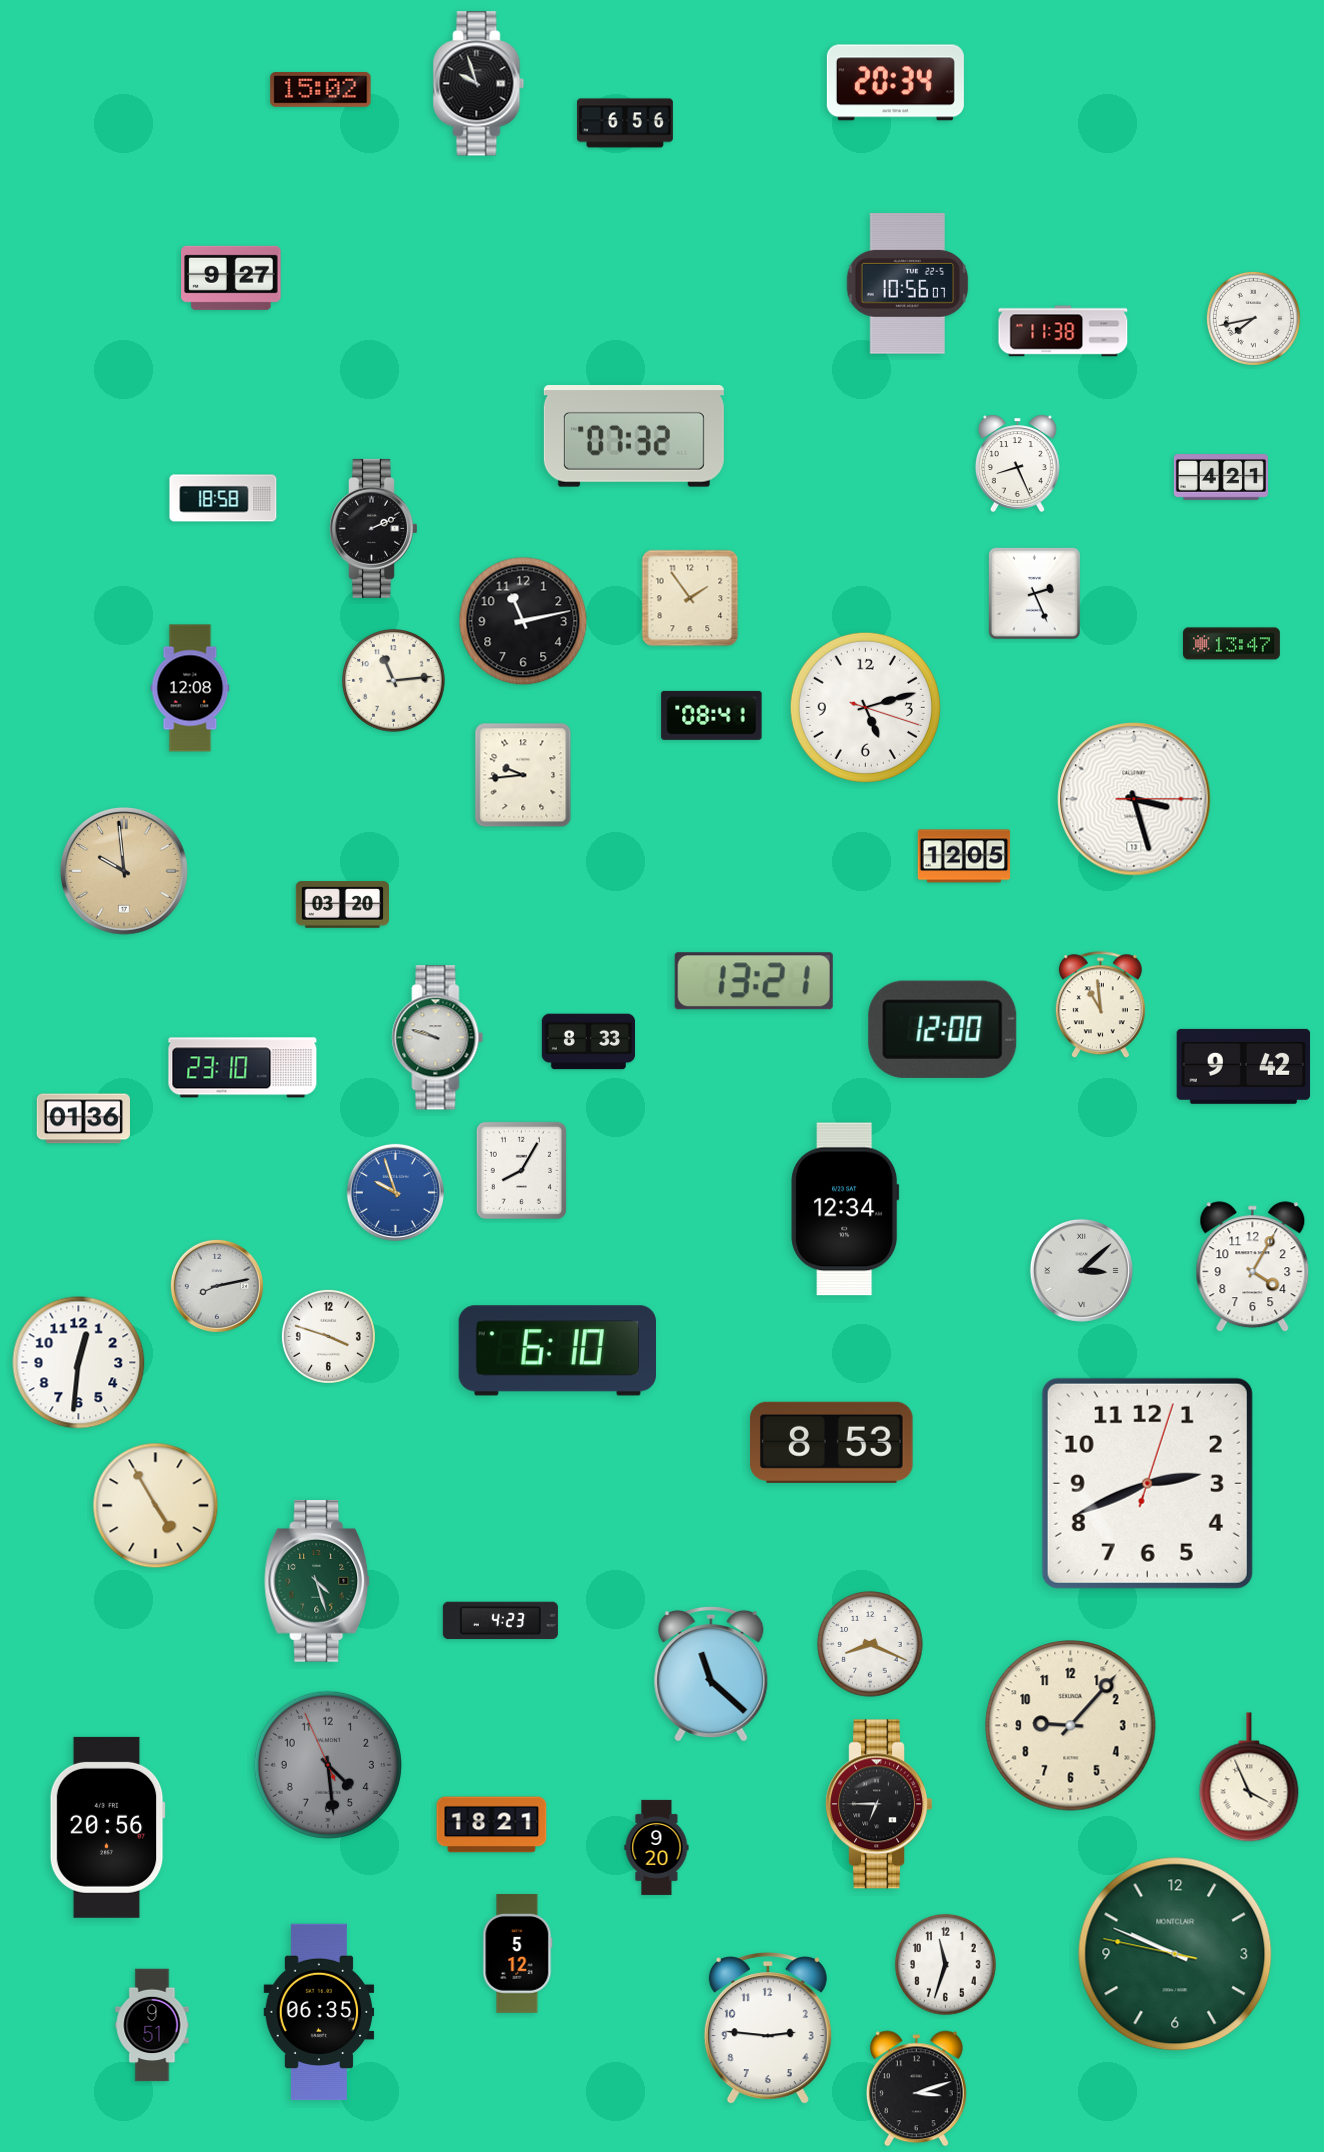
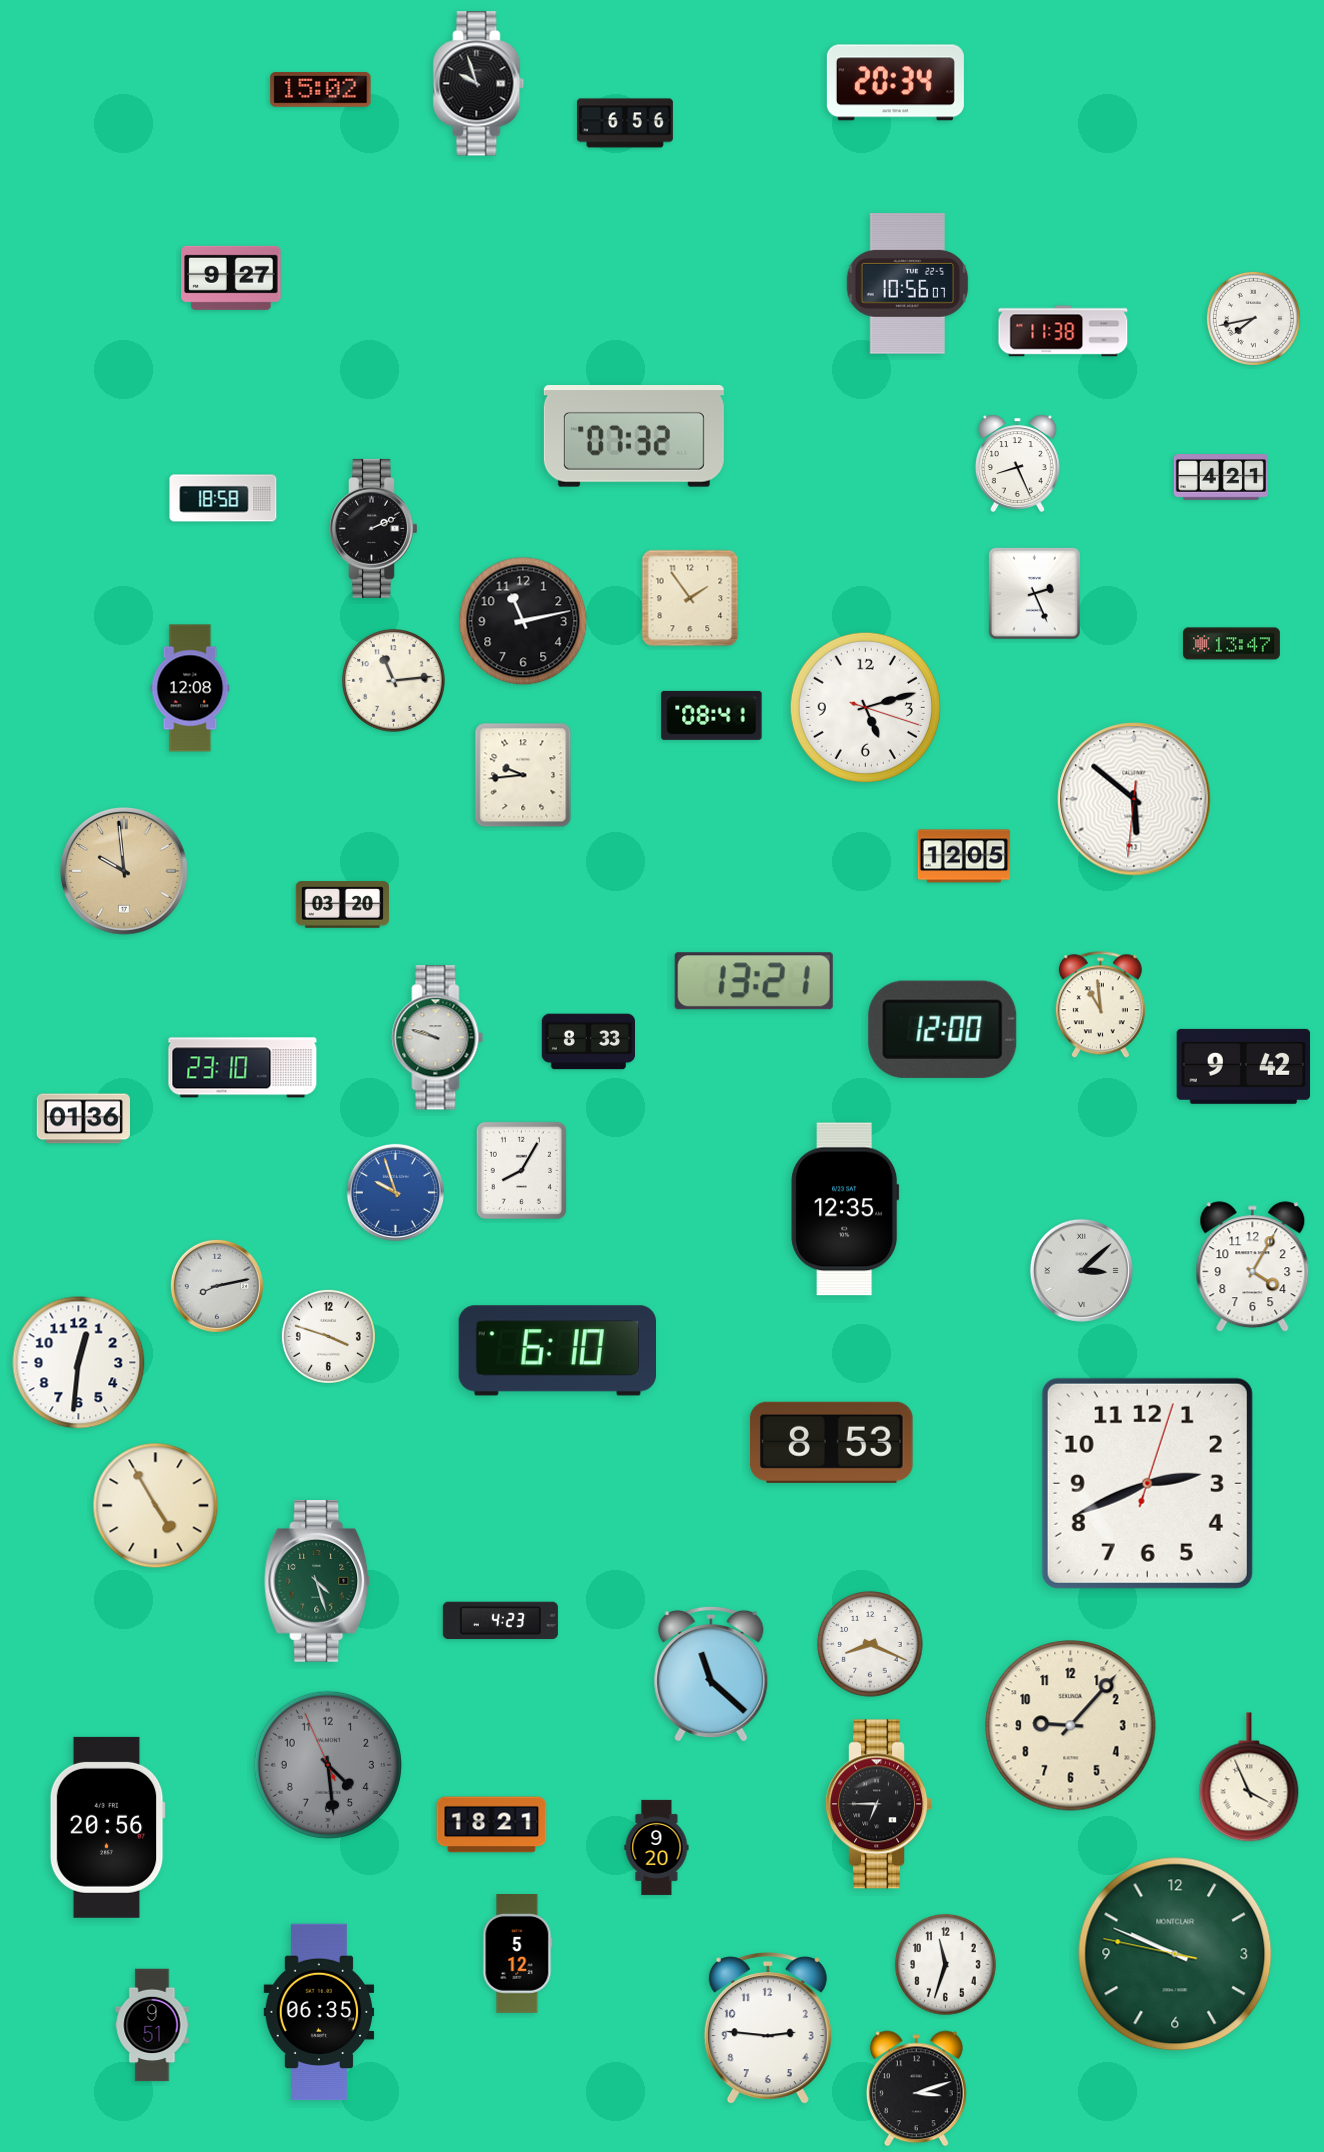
clock at (1134, 799): 3:27 -> 5:51
clock at (845, 1209): 12:34 -> 12:35
